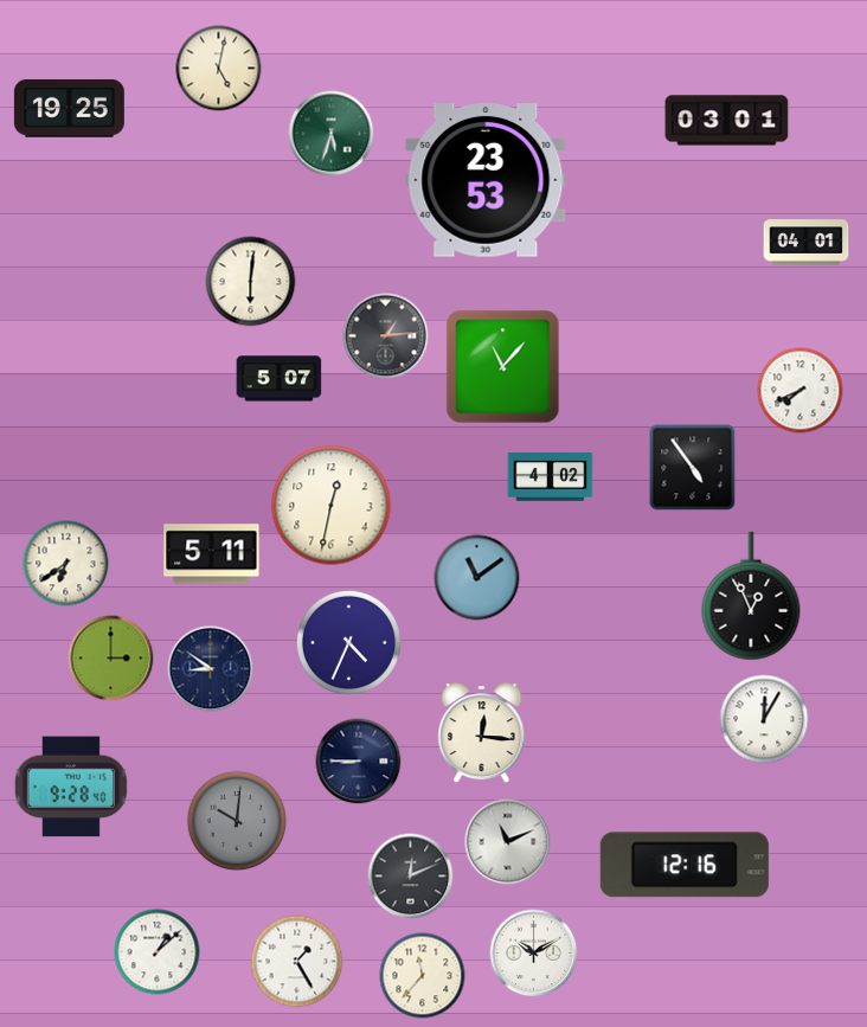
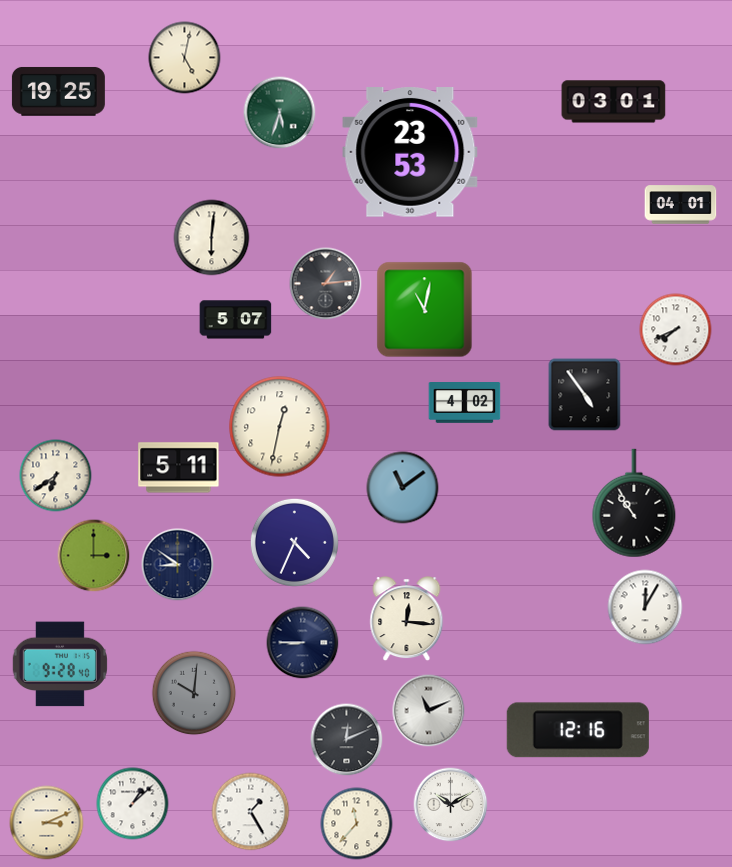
clock at (503, 367): 11:07 -> 11:02
clock at (751, 596): 12:56 -> 10:54
clock at (237, 821) position: (237, 821) -> (194, 693)
clock at (47, 823): none -> 3:11
